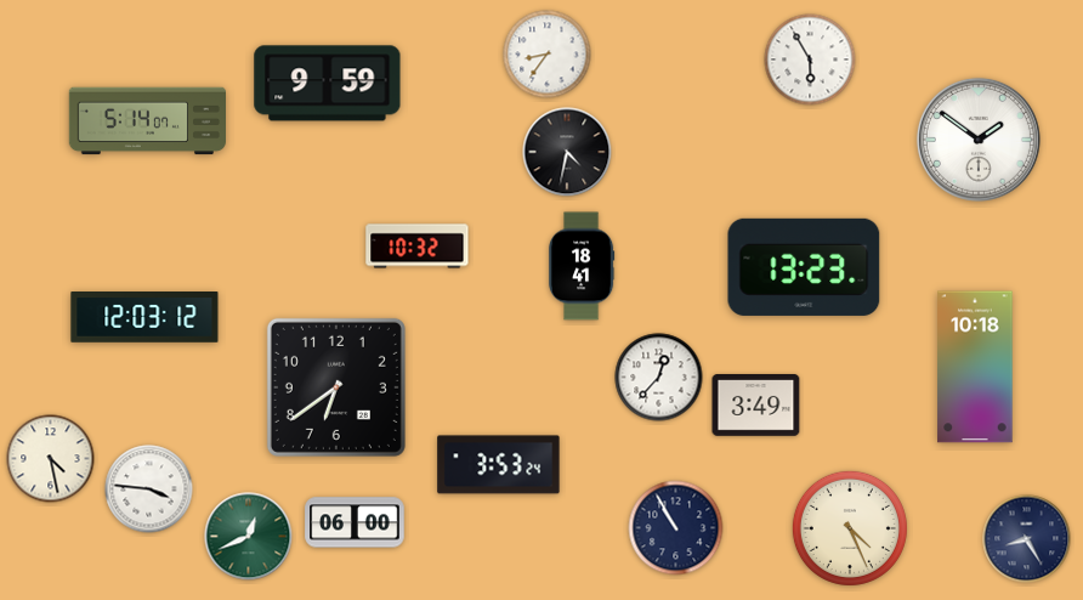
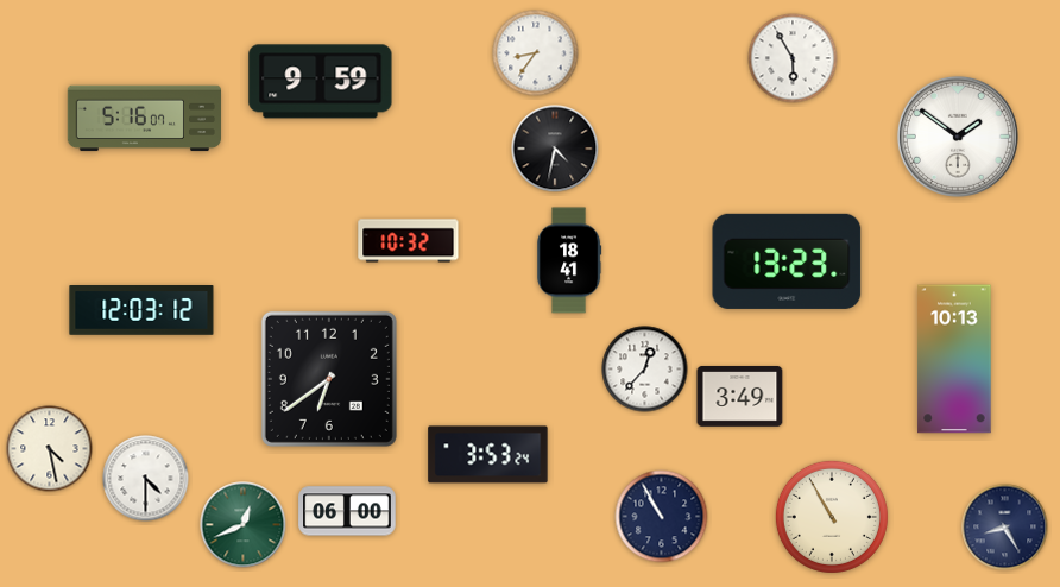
clock at (147, 121): 5:14 -> 5:16
clock at (975, 367): 10:18 -> 10:13
clock at (149, 489): 3:46 -> 4:30
clock at (850, 528): 4:26 -> 10:55
